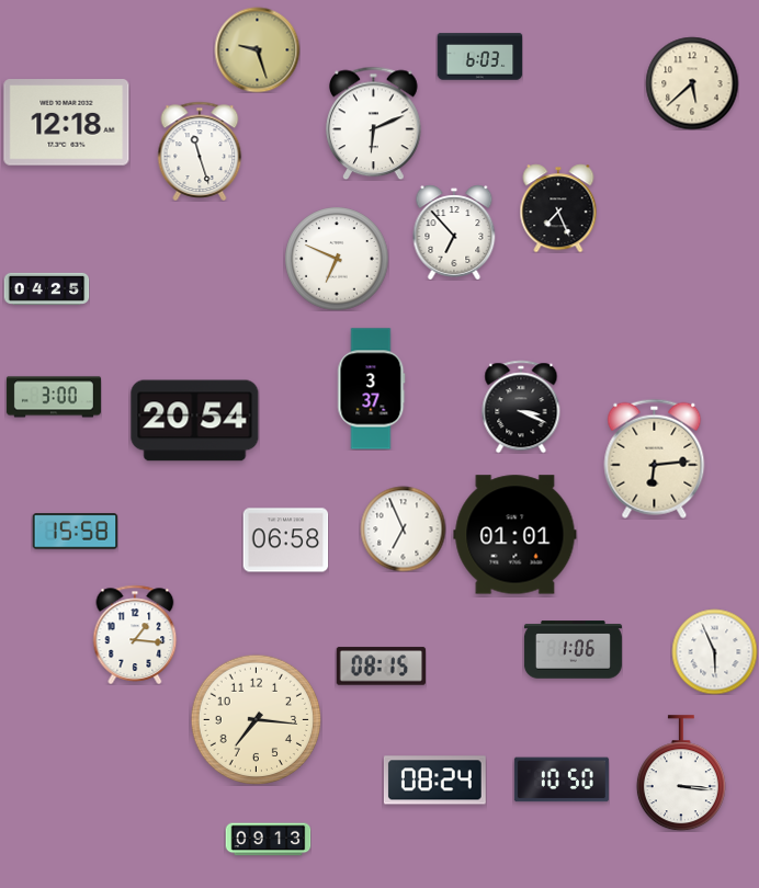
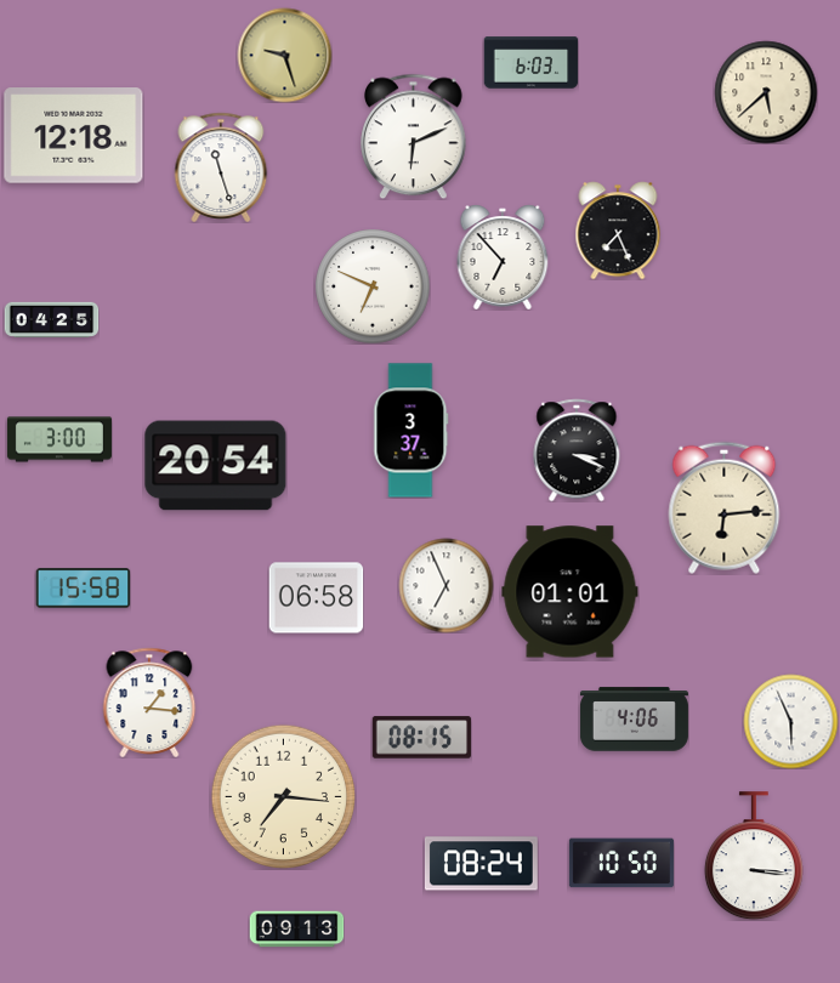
clock at (573, 650): 1:06 -> 4:06
